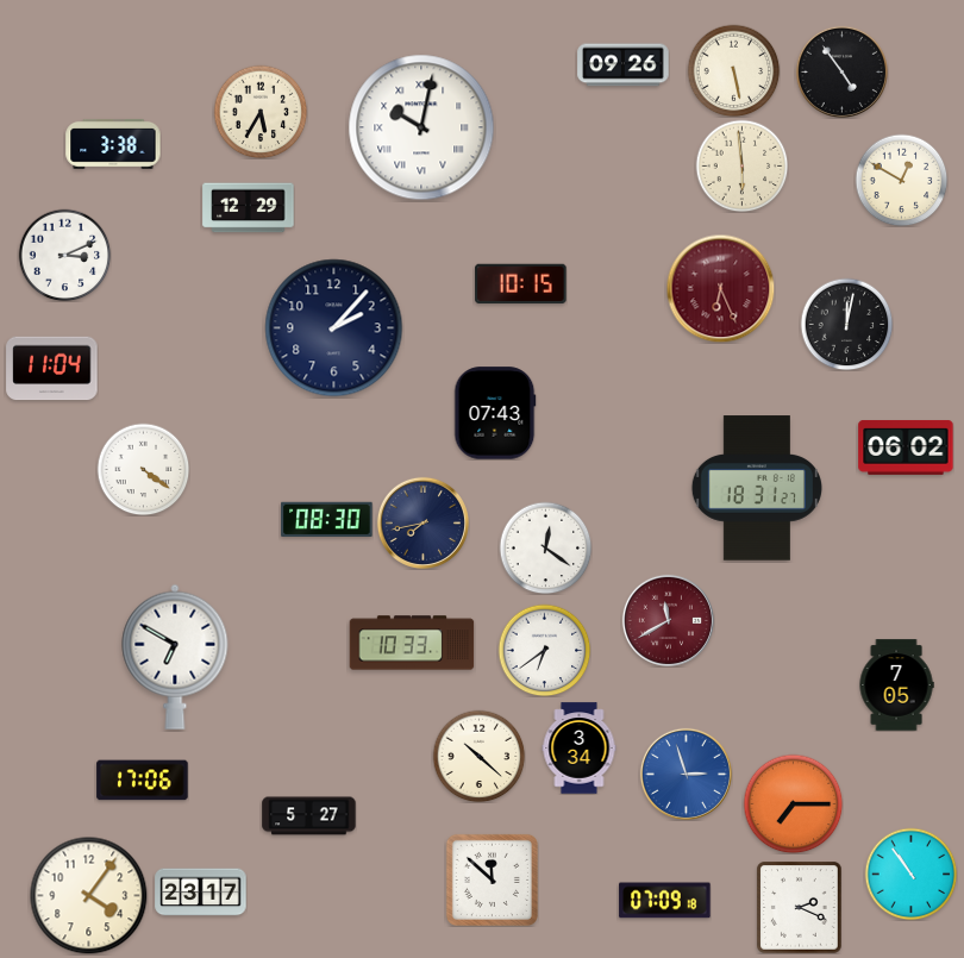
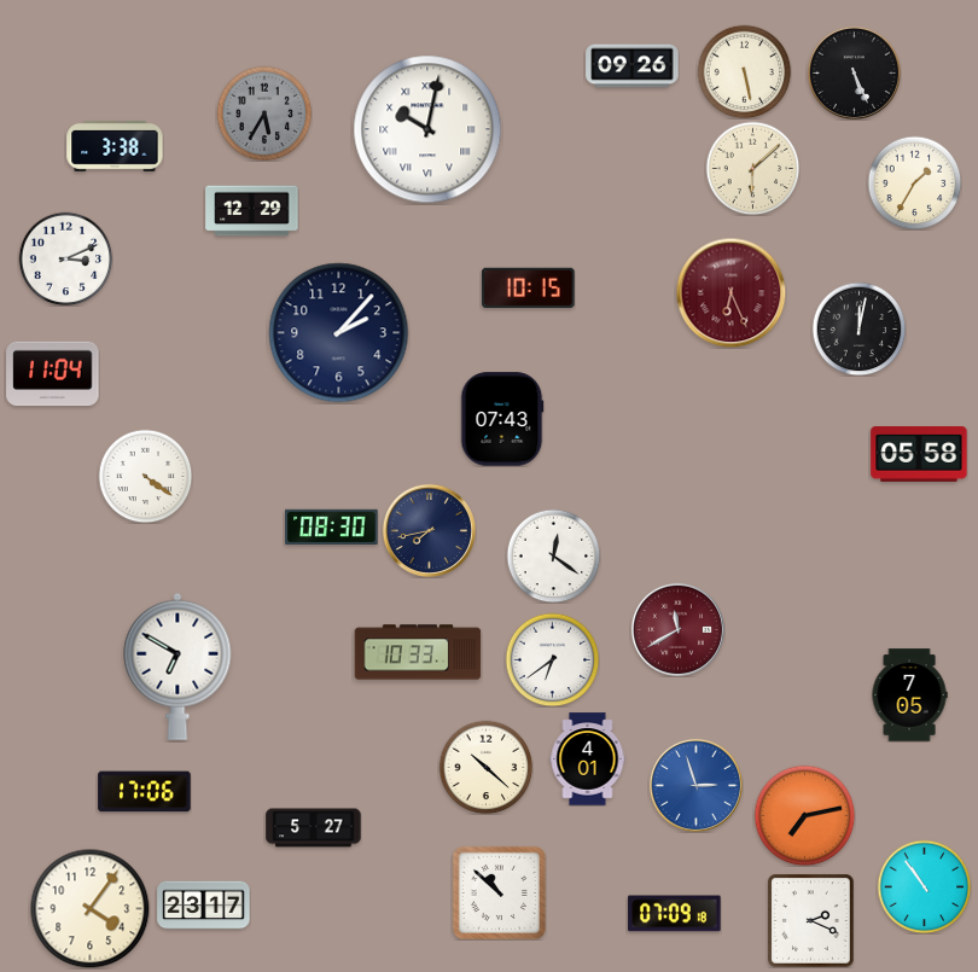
clock at (841, 71): 4:54 -> 5:26
clock at (261, 112) dial: cream -> grey
clock at (741, 165): 5:59 -> 6:08
clock at (901, 180): 12:50 -> 1:35
clock at (906, 449): 06:02 -> 05:58
clock at (757, 488): 18:31 -> none
clock at (580, 749): 3:34 -> 4:01
clock at (793, 803): 7:15 -> 7:13
clock at (492, 879): 11:52 -> 10:52
